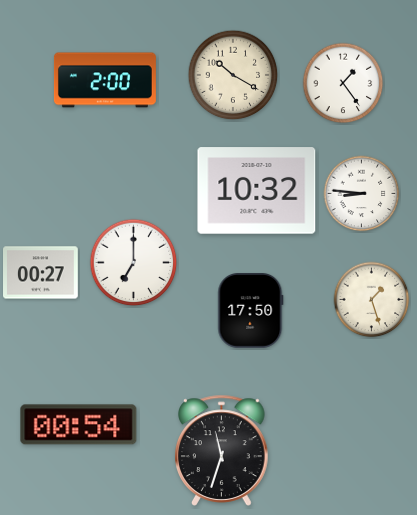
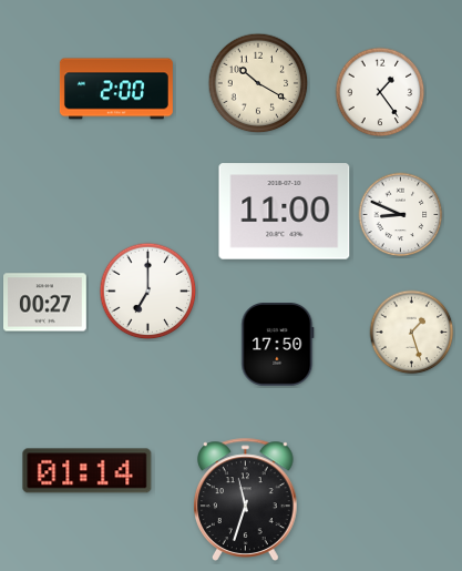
clock at (257, 191): 10:32 -> 11:00
clock at (362, 194): 8:46 -> 8:49
clock at (79, 425): 00:54 -> 01:14
